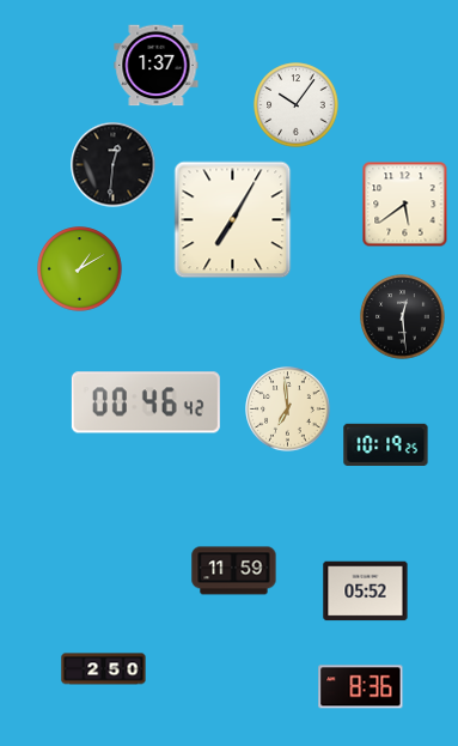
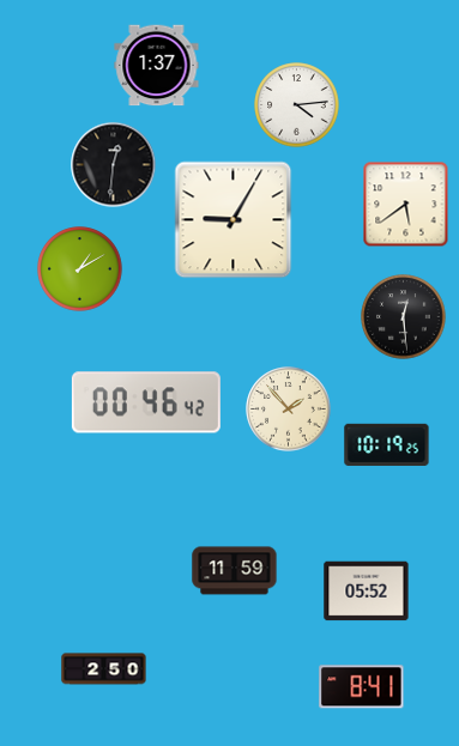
clock at (297, 105): 10:06 -> 4:14
clock at (233, 220): 7:05 -> 9:05
clock at (288, 410): 6:59 -> 1:53
clock at (361, 687): 8:36 -> 8:41
